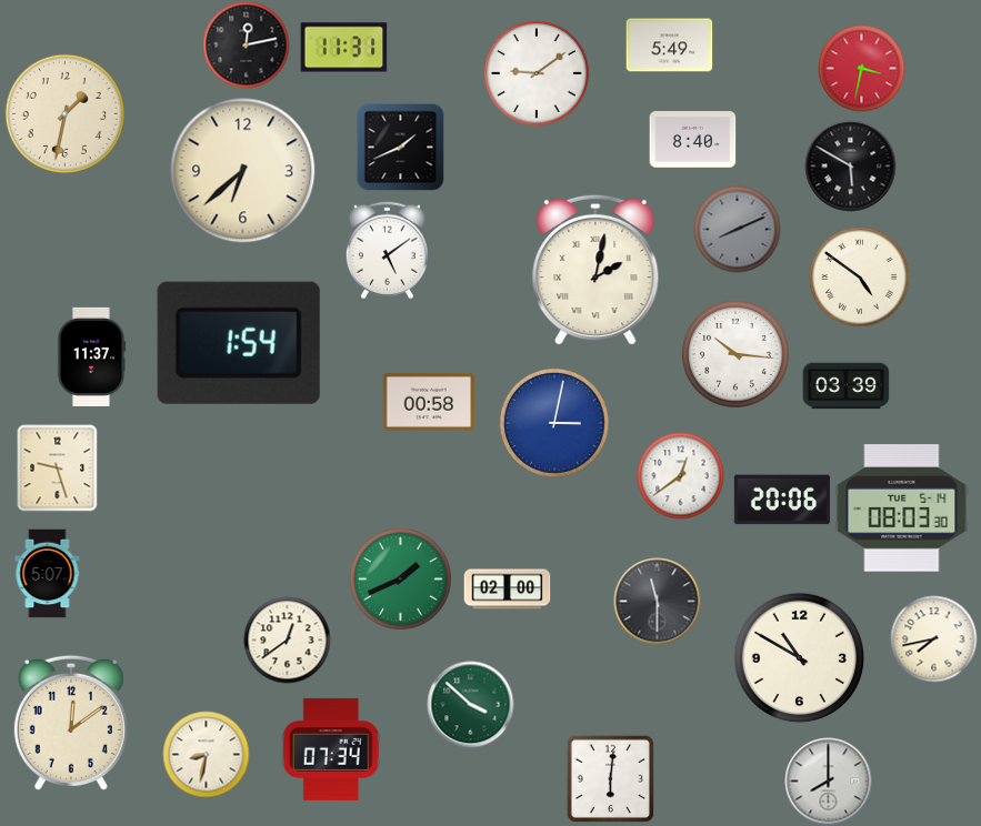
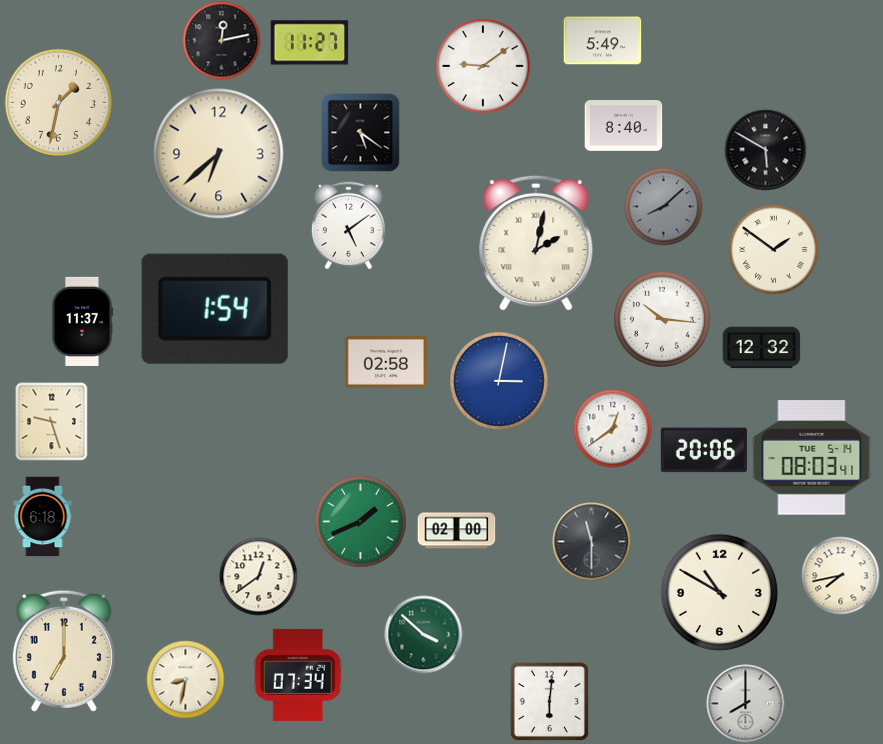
clock at (343, 48): 11:31 -> 11:27
clock at (861, 68): 3:32 -> none
clock at (400, 147): 1:41 -> 5:21
clock at (737, 229): 8:11 -> 8:08
clock at (859, 276): 4:51 -> 1:51
clock at (845, 386): 03:39 -> 12:32
clock at (429, 402): 00:58 -> 02:58
clock at (902, 508): 08:03:30 -> 08:03:41
clock at (48, 573): 5:07 -> 6:18
clock at (71, 723): 12:09 -> 7:00
